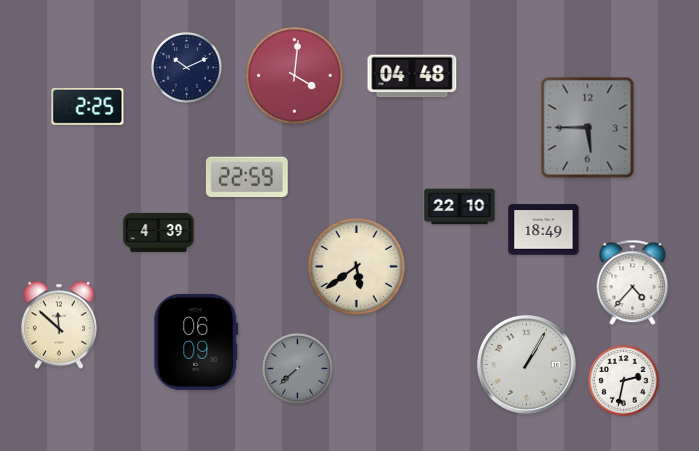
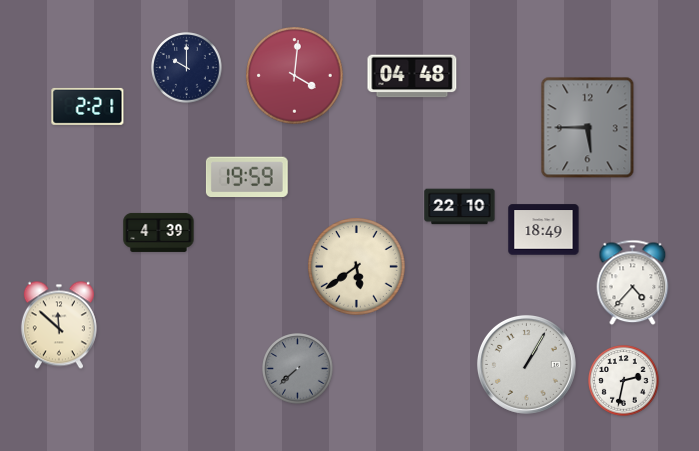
clock at (187, 68): 10:11 -> 10:00
clock at (88, 106): 2:25 -> 2:21
clock at (247, 176): 22:59 -> 19:59
clock at (196, 342): 06:09 -> none
